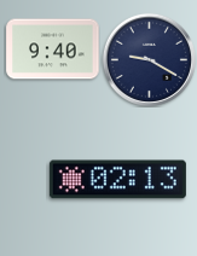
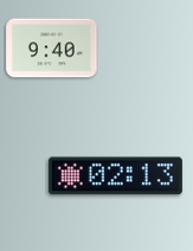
clock at (149, 59): 9:20 -> none
